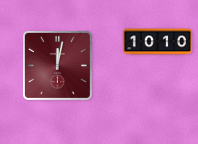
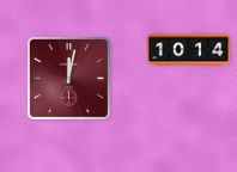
clock at (158, 42): 10:10 -> 10:14
